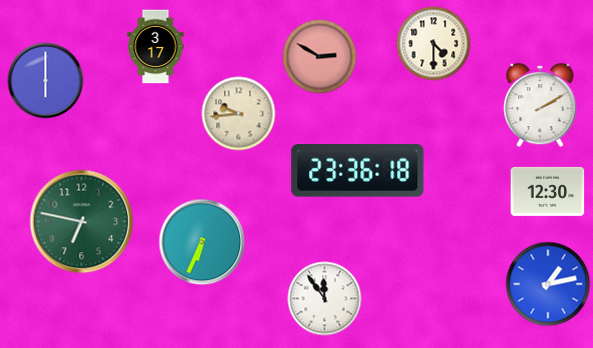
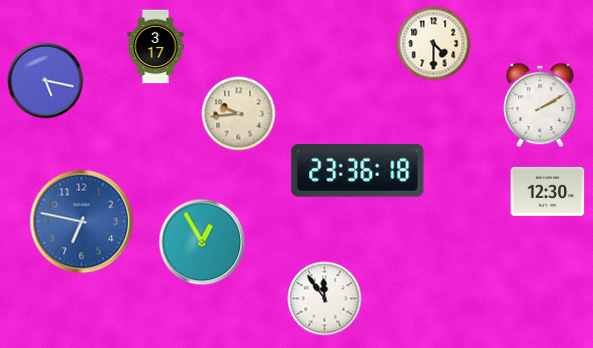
clock at (320, 57): 2:50 -> none
clock at (46, 81): 6:00 -> 5:17
clock at (82, 222) dial: green -> blue
clock at (202, 242): 6:34 -> 12:55
clock at (548, 284): 1:13 -> none
